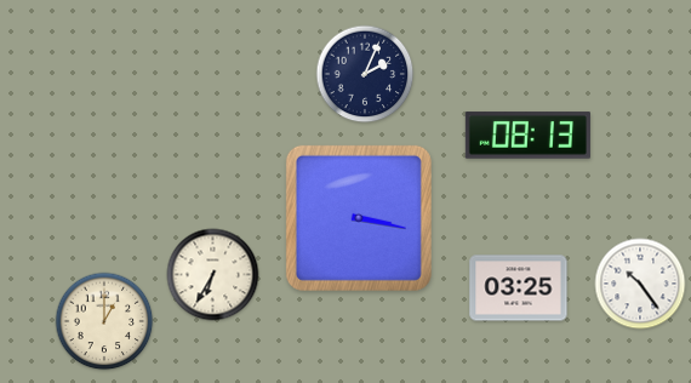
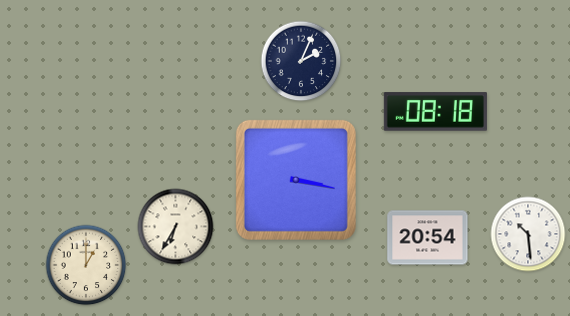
clock at (527, 136): 08:13 -> 08:18
clock at (640, 284): 10:24 -> 10:29
clock at (519, 288): 03:25 -> 20:54
